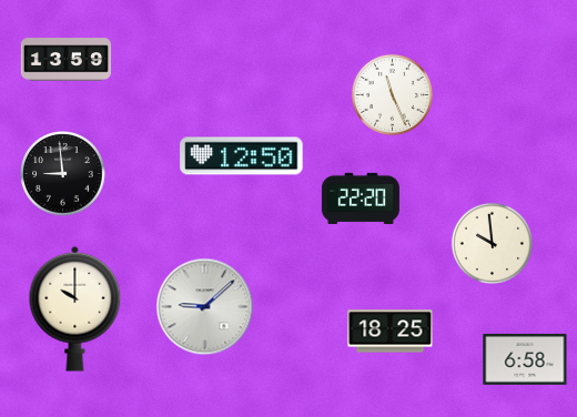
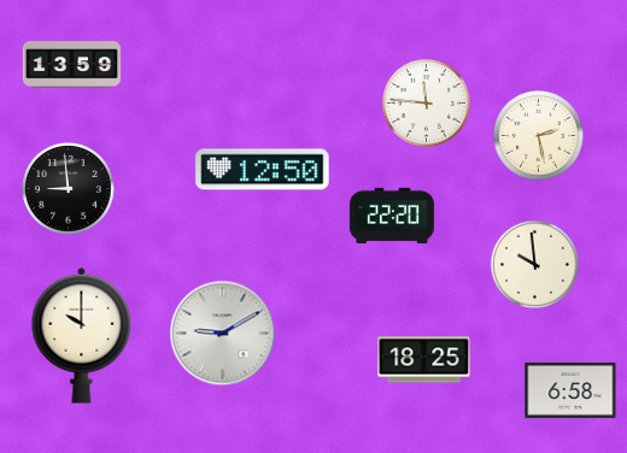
clock at (392, 94): 11:26 -> 11:46
clock at (538, 135): none -> 2:28
clock at (205, 307): 9:08 -> 9:10
